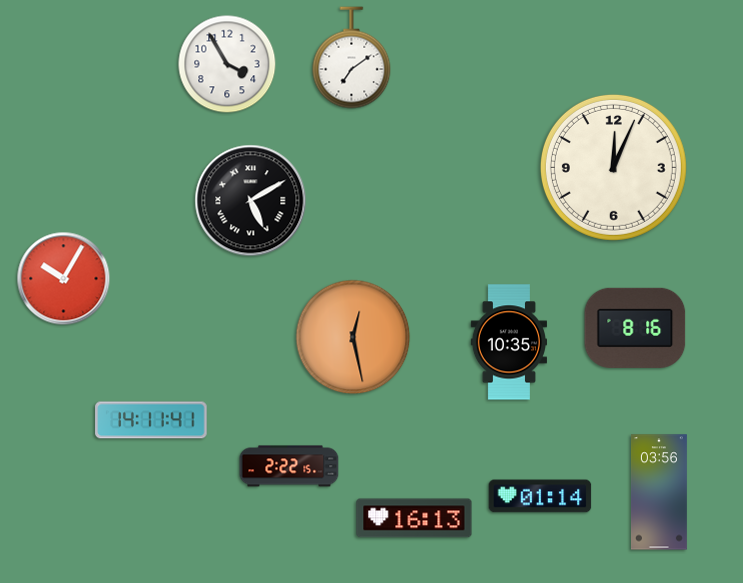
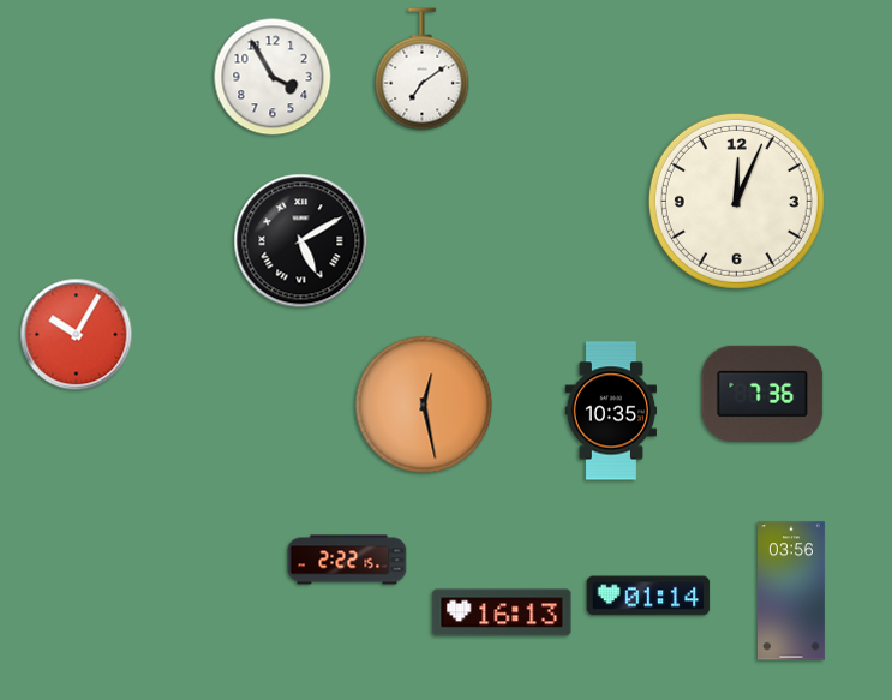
clock at (635, 328): 8:16 -> 7:36
clock at (151, 420): 14:11 -> none
clock at (414, 518) position: (414, 518) -> (502, 612)
